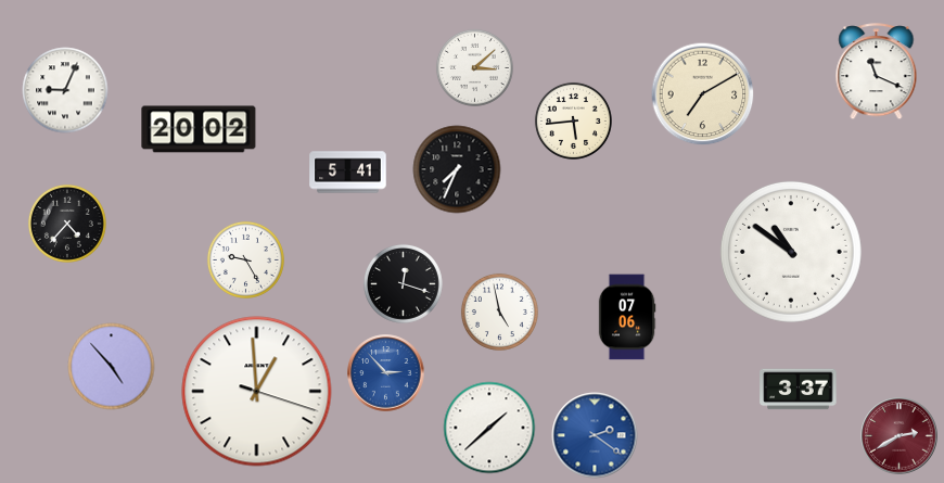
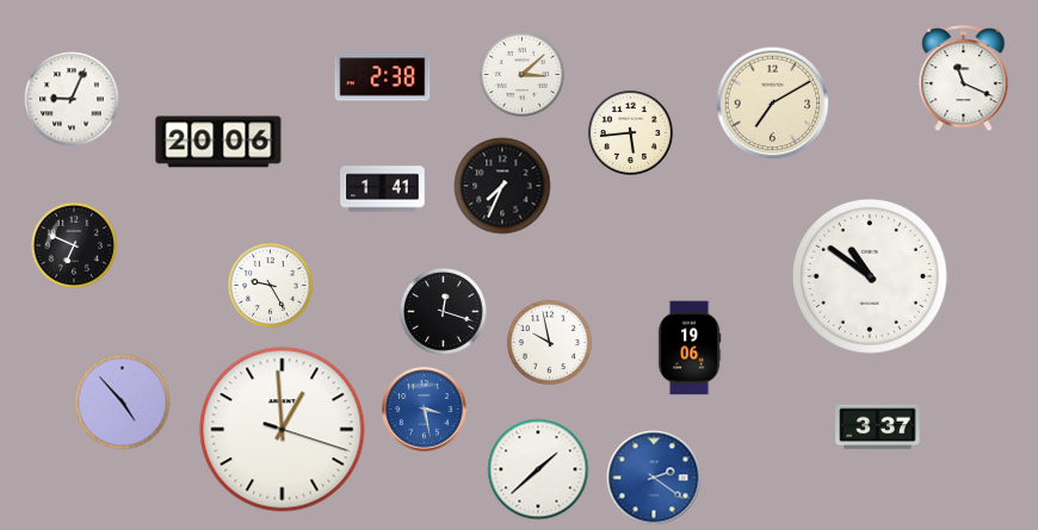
clock at (383, 77): none -> 2:38
clock at (199, 129): 20:02 -> 20:06
clock at (348, 173): 5:41 -> 1:41
clock at (67, 224): 4:37 -> 6:49
clock at (499, 312): 4:58 -> 9:58
clock at (627, 317): 07:06 -> 19:06
clock at (386, 373): 2:53 -> 3:28
clock at (900, 436): 2:40 -> none
